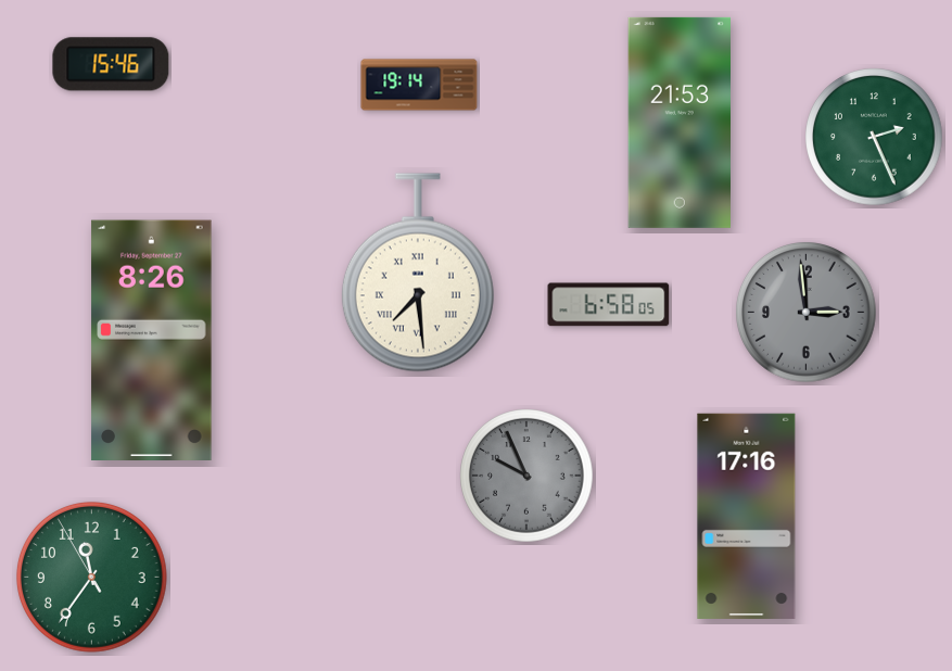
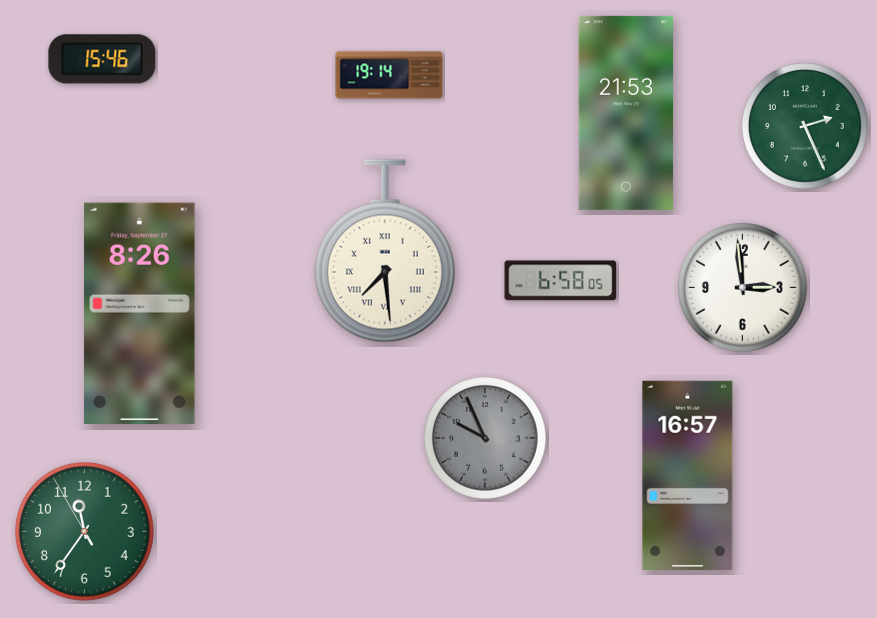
clock at (419, 85) position: (419, 85) -> (389, 75)
clock at (807, 313) dial: grey -> white
clock at (747, 516): 17:16 -> 16:57
